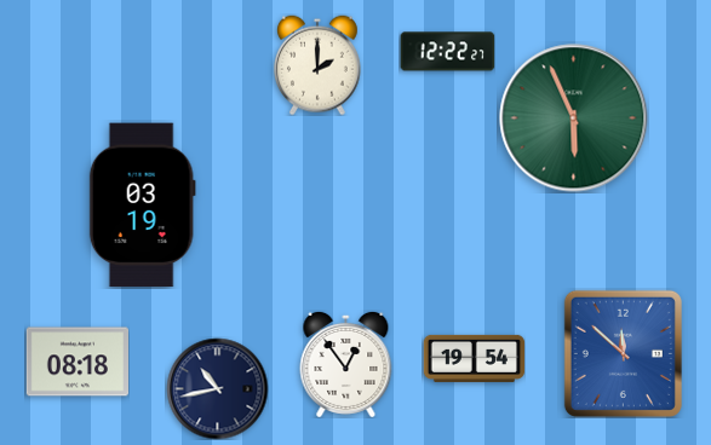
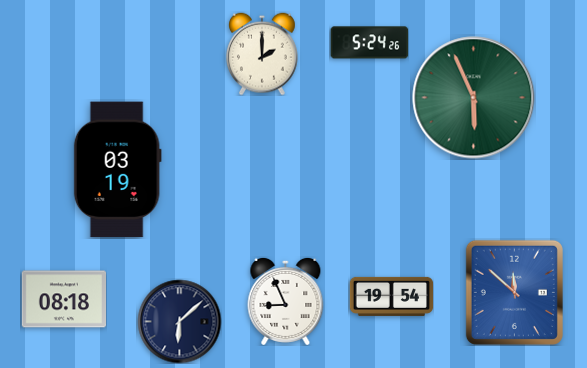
clock at (447, 52): 12:22 -> 5:24
clock at (346, 364): 12:54 -> 8:56
clock at (217, 388): 10:43 -> 6:08
